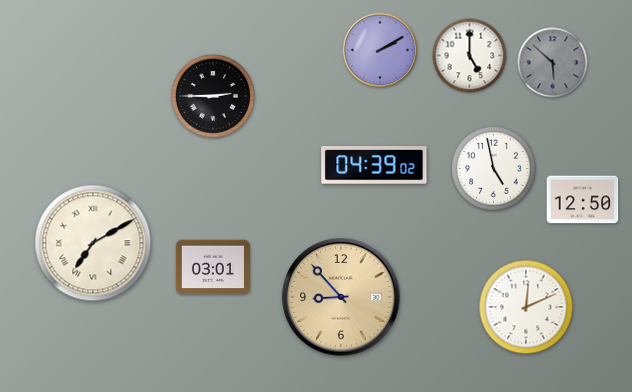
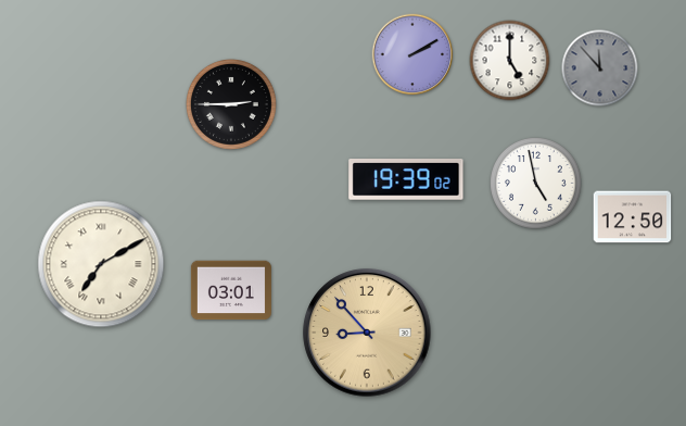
clock at (553, 63): 5:52 -> 11:53
clock at (374, 165): 04:39 -> 19:39
clock at (341, 297) position: (341, 297) -> (367, 333)
clock at (526, 307): 12:11 -> none
